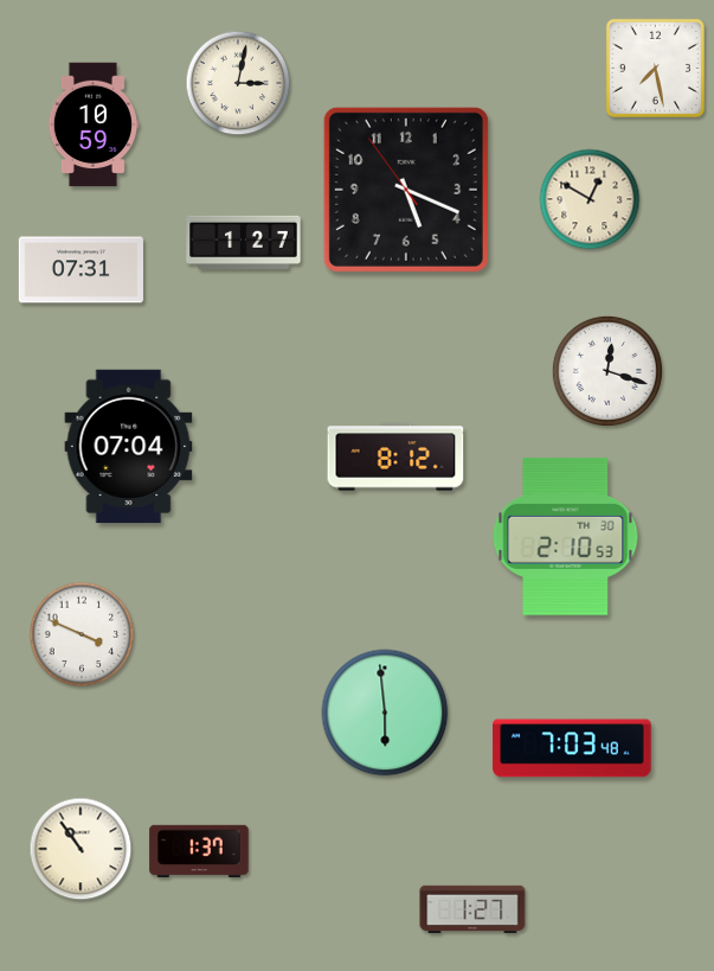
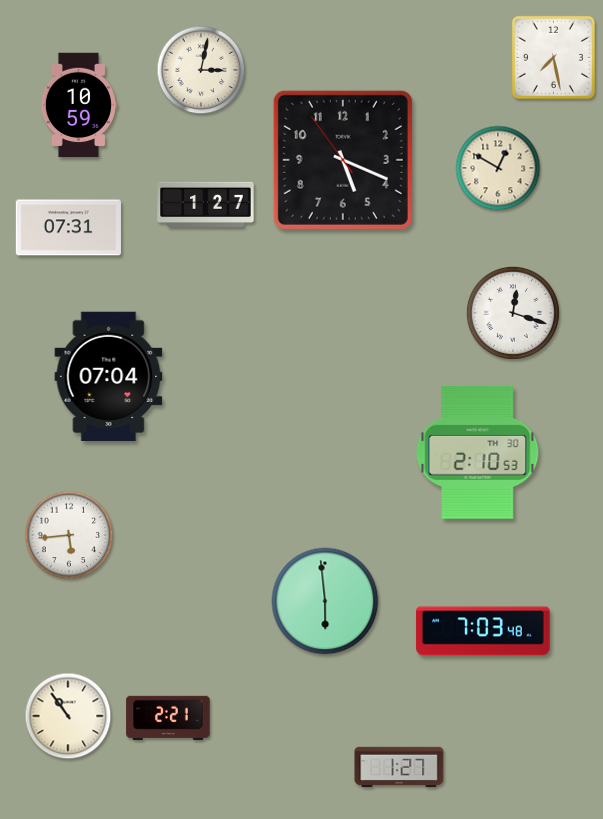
clock at (395, 456): 8:12 -> none
clock at (82, 634): 3:49 -> 5:44
clock at (199, 850): 1:37 -> 2:21
